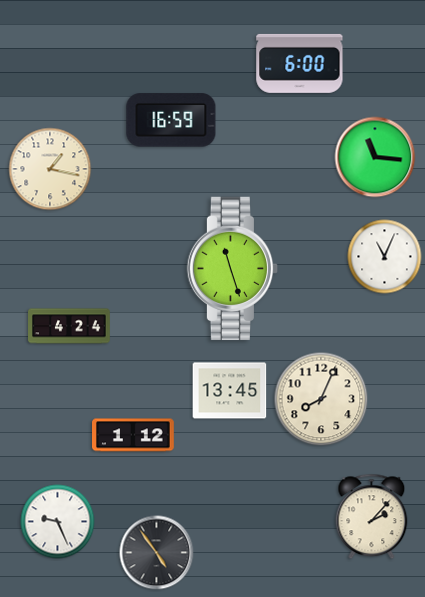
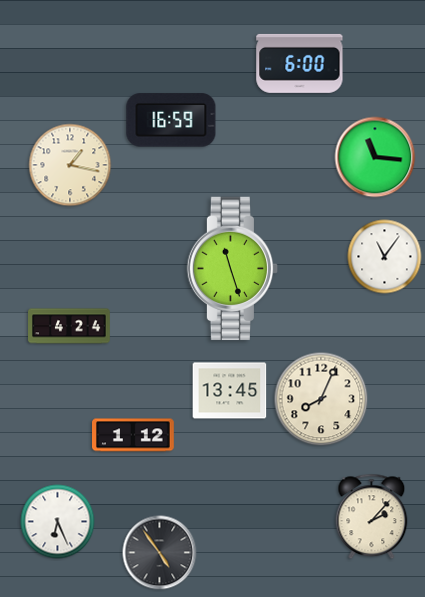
clock at (50, 169) position: (50, 169) -> (70, 165)
clock at (385, 257): 11:04 -> 11:06
clock at (58, 522): 9:26 -> 6:26
clock at (157, 553) position: (157, 553) -> (160, 553)
